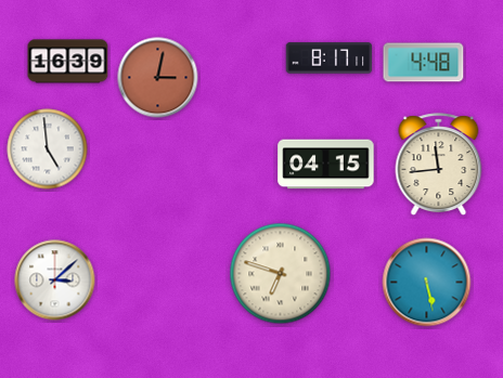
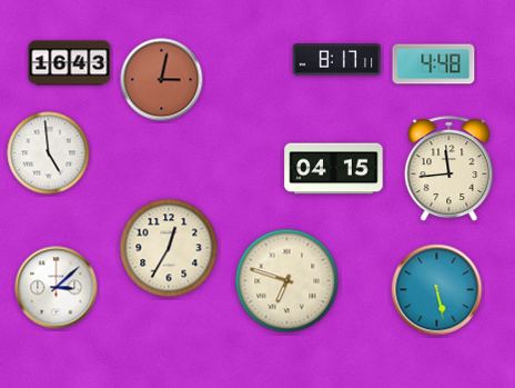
clock at (68, 62): 16:39 -> 16:43
clock at (169, 248): none -> 12:35
